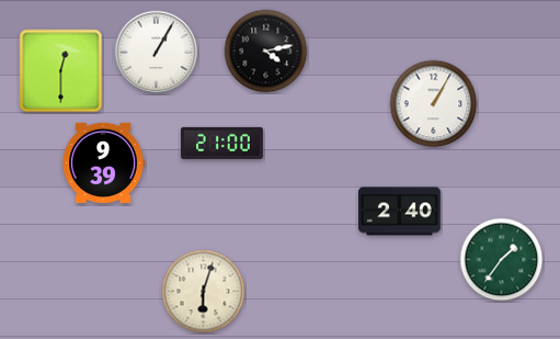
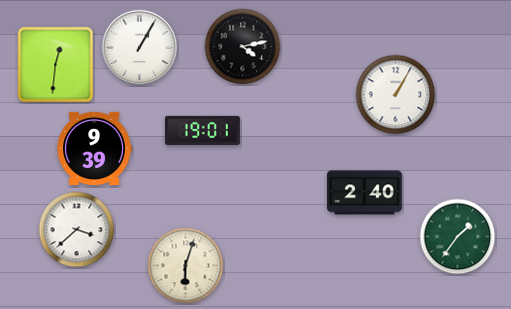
clock at (157, 53) position: (157, 53) -> (140, 48)
clock at (61, 71): 12:30 -> 12:31
clock at (221, 143): 21:00 -> 19:01
clock at (77, 230): none -> 3:38
